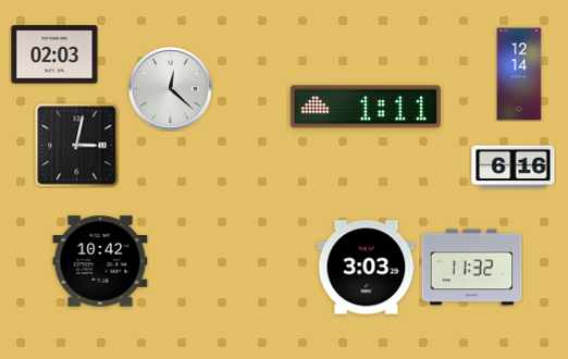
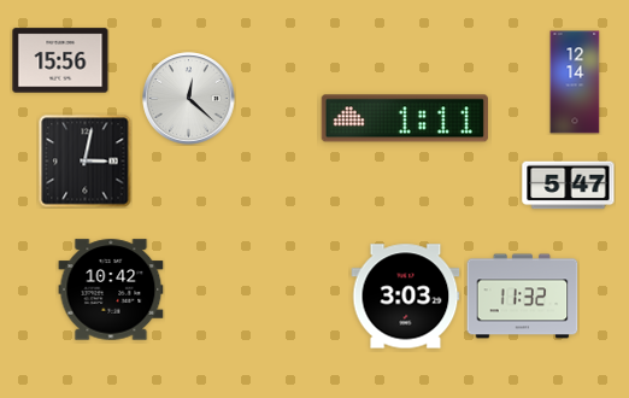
clock at (54, 54): 02:03 -> 15:56
clock at (514, 168): 6:16 -> 5:47
